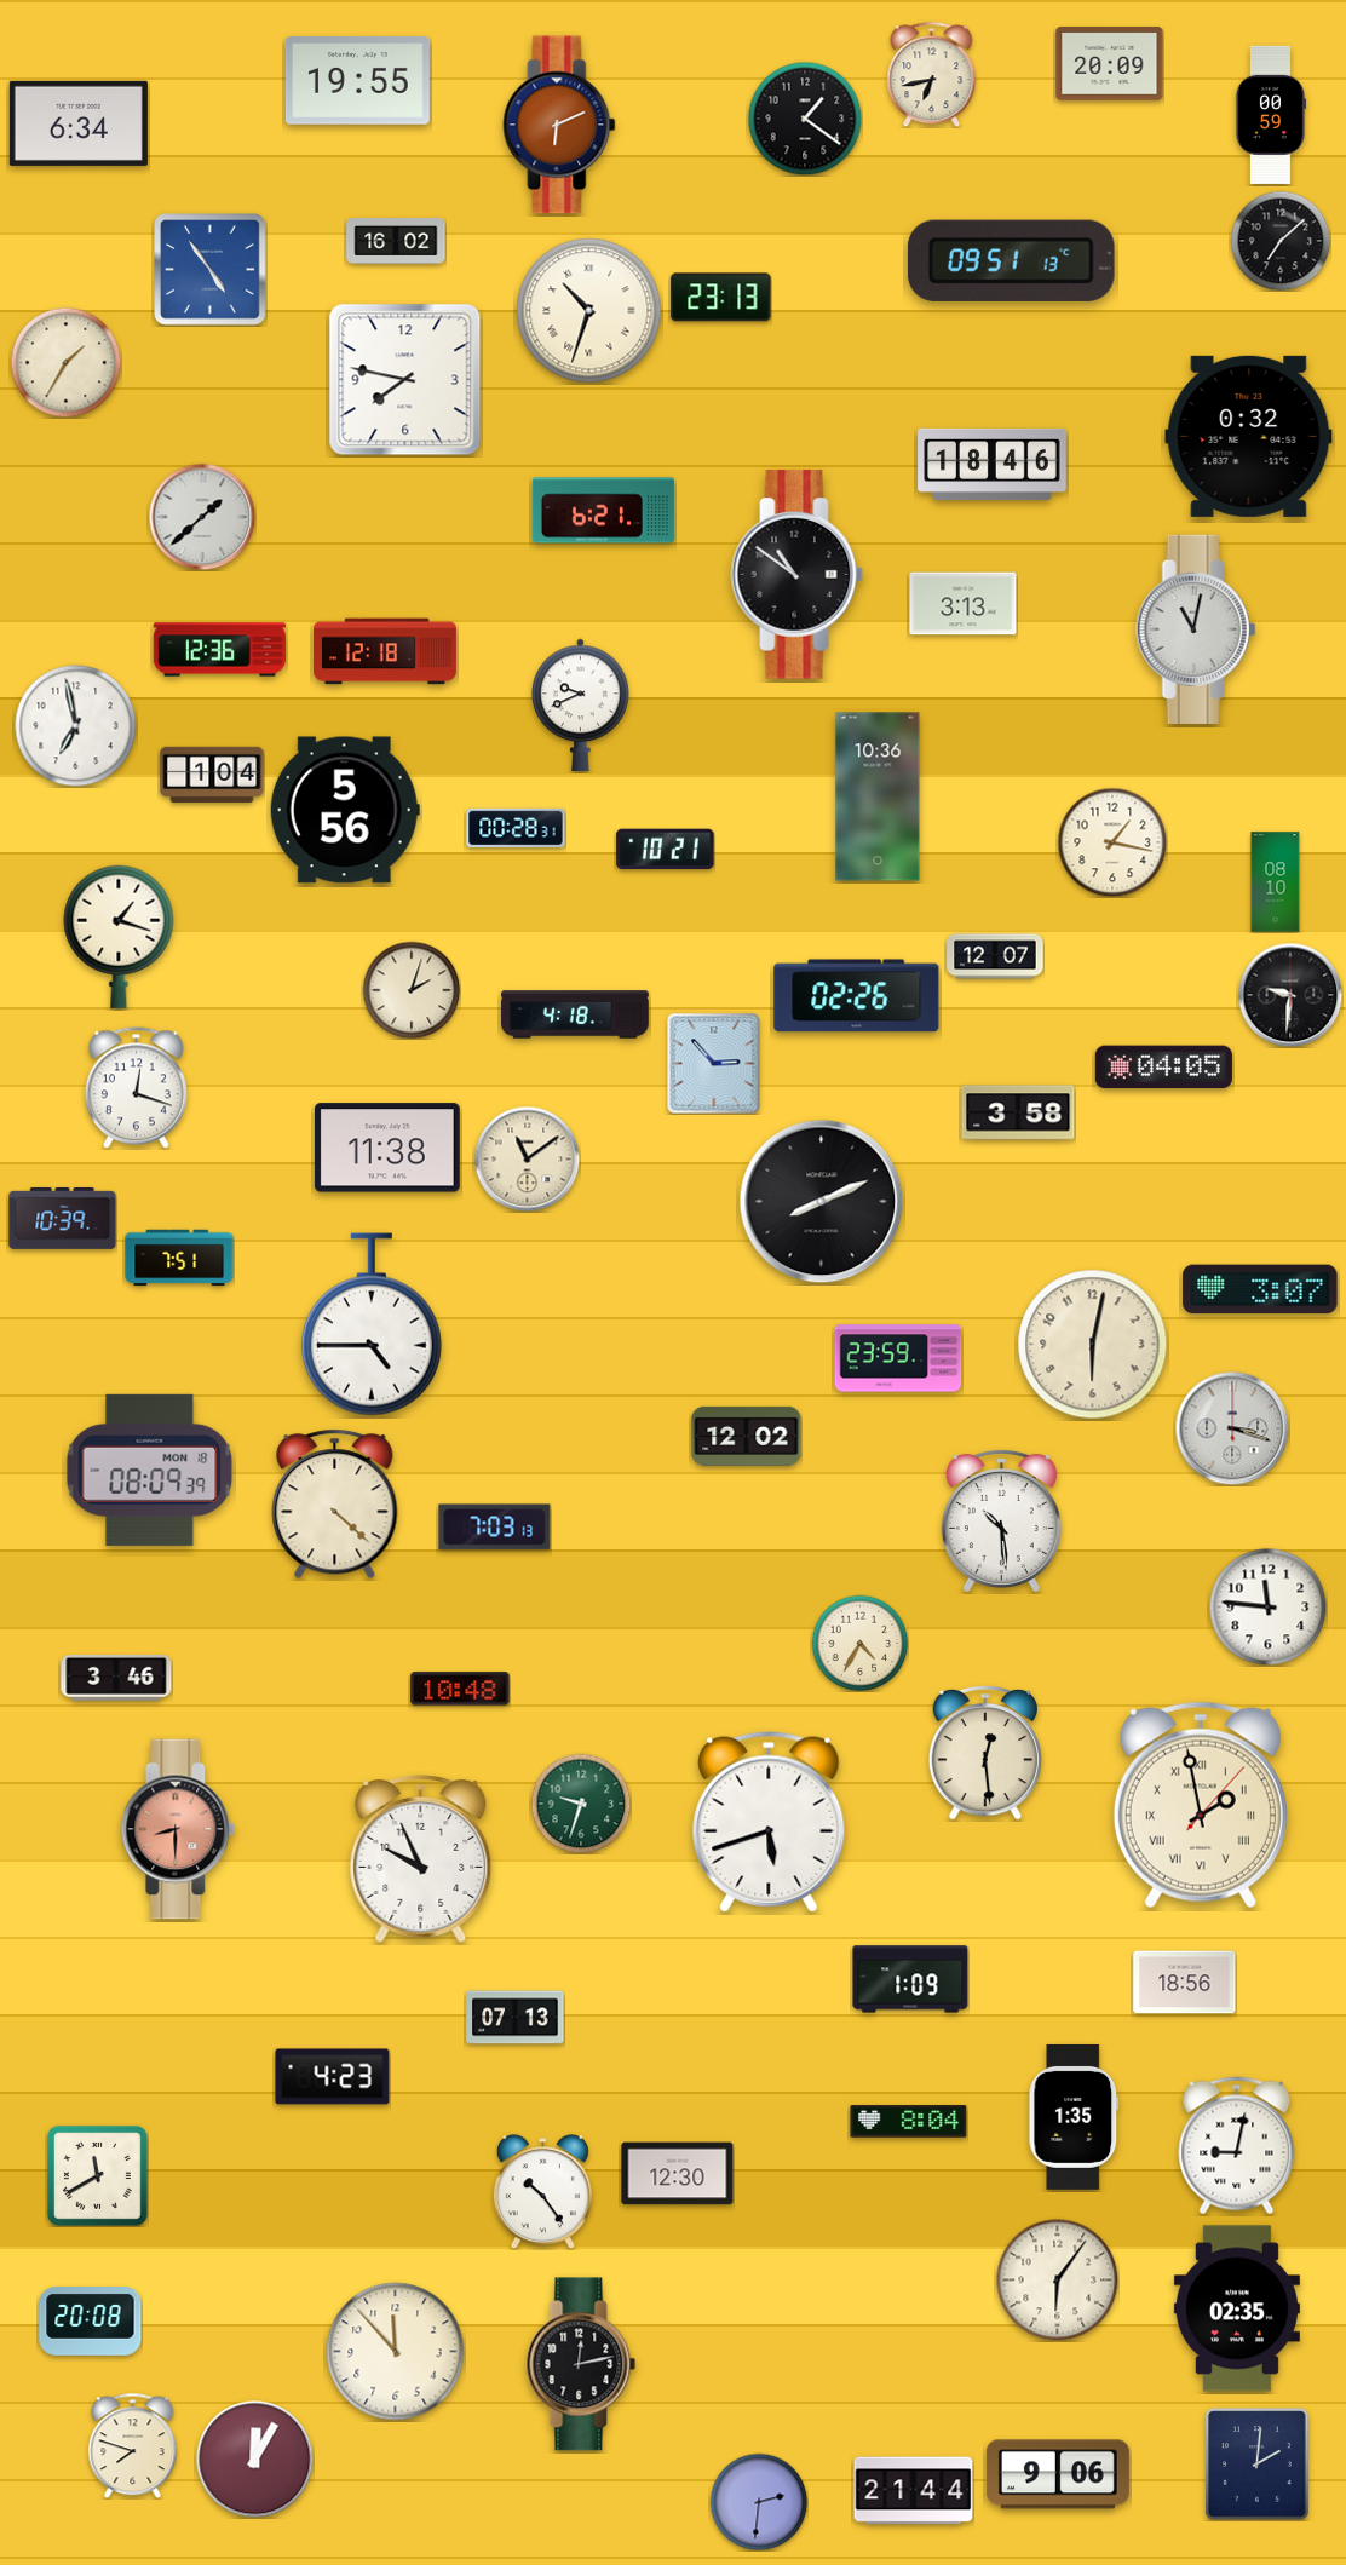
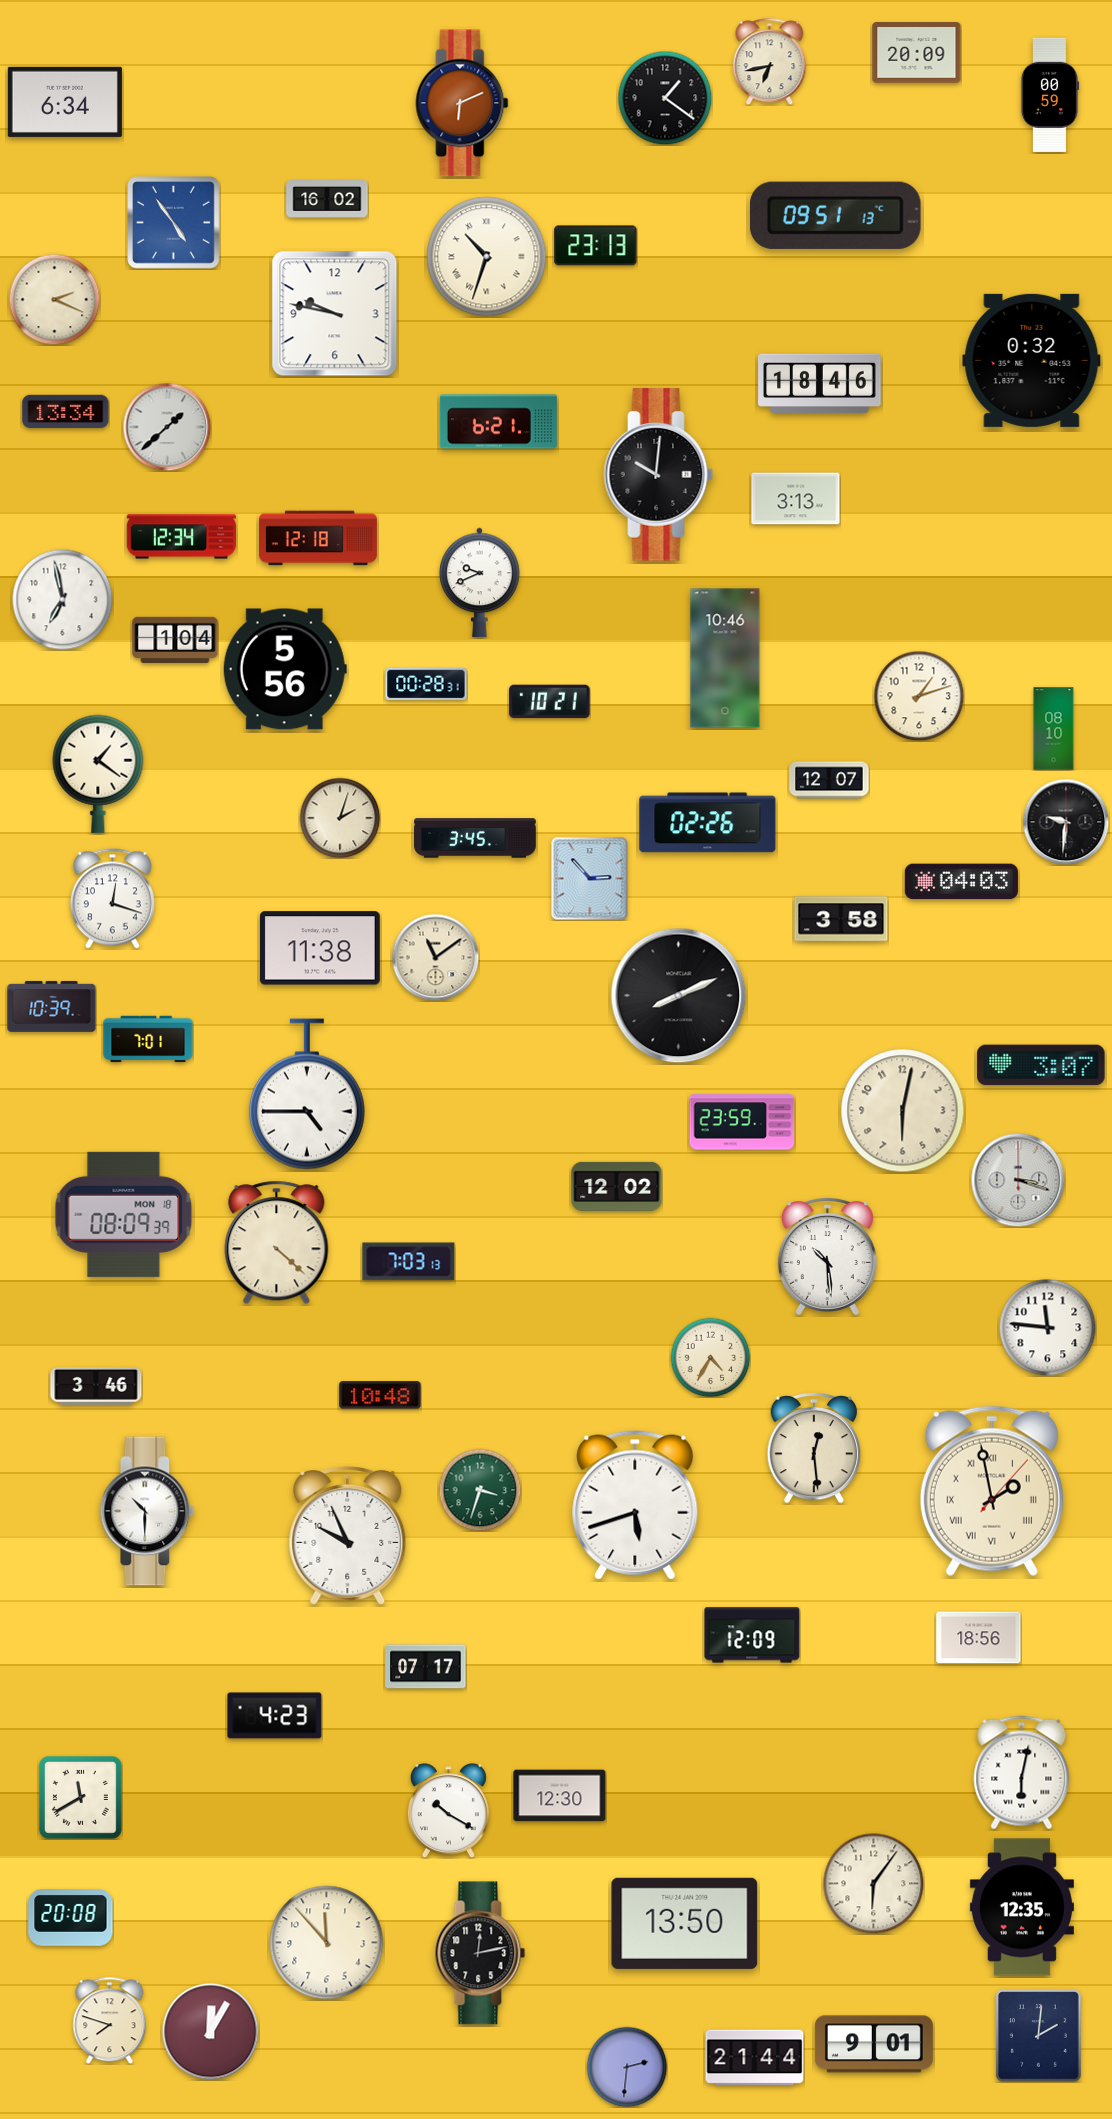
clock at (357, 81): 19:55 -> none
clock at (1281, 241): 7:08 -> none
clock at (65, 362): 1:35 -> 2:19
clock at (405, 380): 7:47 -> 9:47
clock at (66, 411): none -> 13:34
clock at (798, 575): 10:51 -> 10:01
clock at (1196, 629): 11:02 -> none
clock at (220, 650): 12:36 -> 12:34
clock at (878, 796): 10:36 -> 10:46
clock at (1112, 842): 1:17 -> 1:12
clock at (119, 937): 1:18 -> 1:21
clock at (995, 956) position: (995, 956) -> (829, 780)
clock at (575, 1014): 4:18 -> 3:45
clock at (1163, 1068): 04:05 -> 04:03
clock at (822, 1202) position: (822, 1202) -> (679, 996)
clock at (179, 1258): 7:51 -> 7:01
clock at (581, 1804): 9:33 -> 3:33
clock at (178, 1829): 8:30 -> 10:30
clock at (178, 1829) dial: salmon -> white
clock at (910, 1979): 1:09 -> 12:09
clock at (516, 2018): 07:13 -> 07:17
clock at (1074, 2117): 1:35 -> none
clock at (909, 2122): 8:04 -> none
clock at (1237, 2146): 9:02 -> 6:02
clock at (542, 2192): 10:24 -> 10:20
clock at (1237, 2308): 02:35 -> 12:35
clock at (91, 2322) position: (91, 2322) -> (71, 1918)
clock at (685, 1923): none -> 13:50
clock at (1058, 2474): 9:06 -> 9:01
